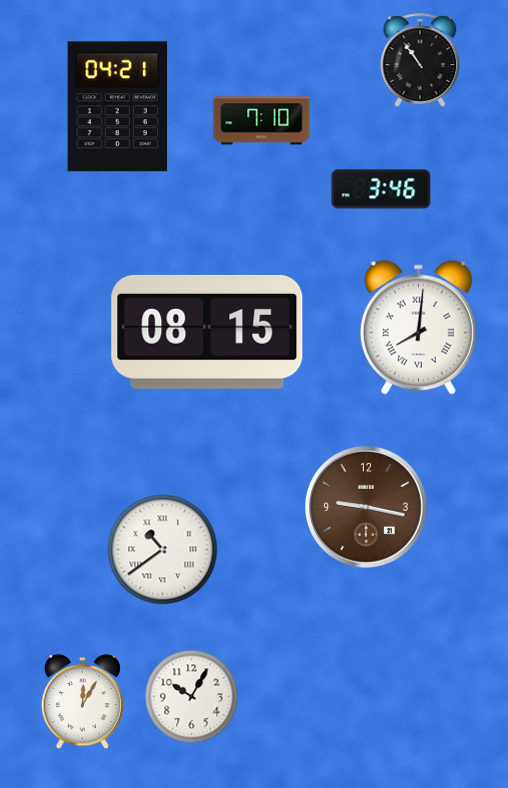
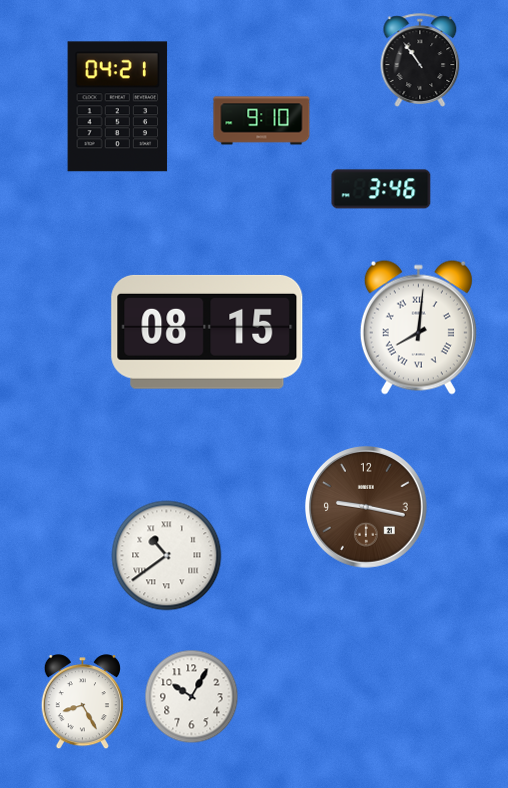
clock at (262, 121): 7:10 -> 9:10
clock at (163, 550) position: (163, 550) -> (167, 556)
clock at (82, 702): 12:05 -> 8:25
